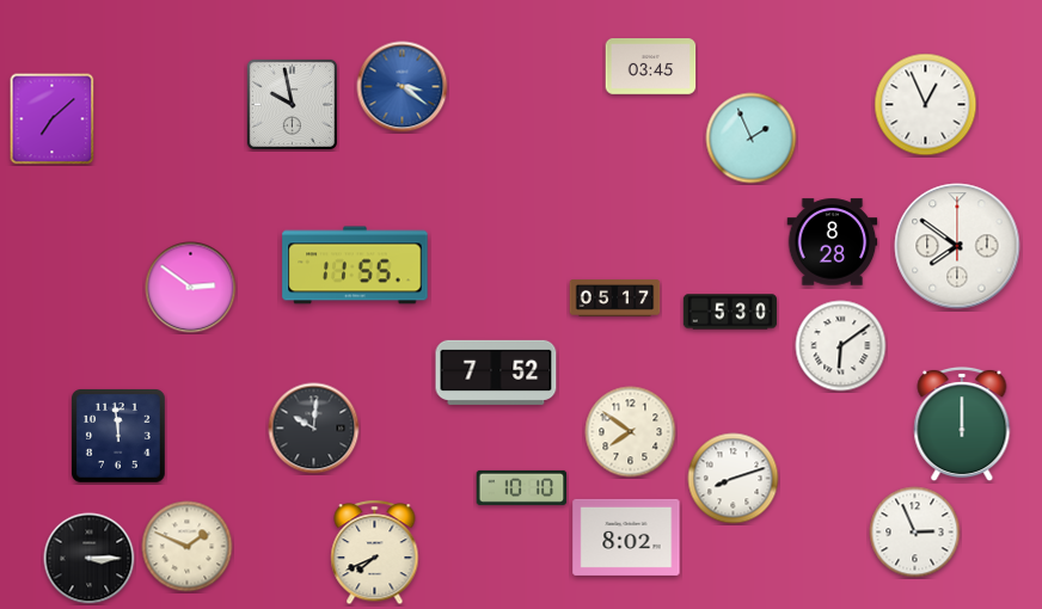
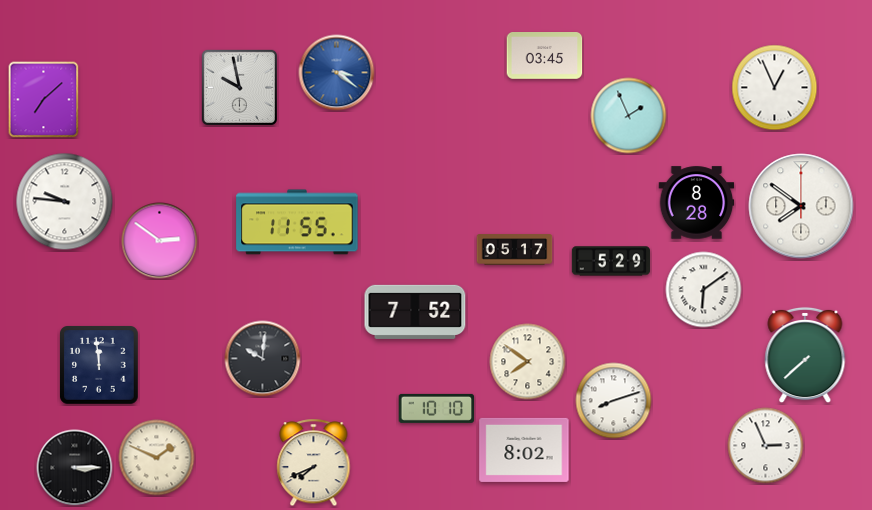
clock at (292, 104) position: (292, 104) -> (239, 87)
clock at (65, 202): none -> 9:46
clock at (730, 312): 5:30 -> 5:29
clock at (962, 424): 12:00 -> 7:38
